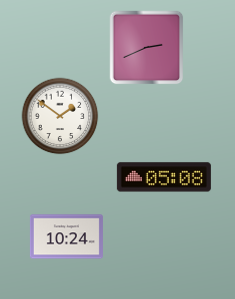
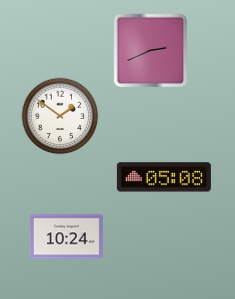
clock at (147, 48) position: (147, 48) -> (151, 51)
